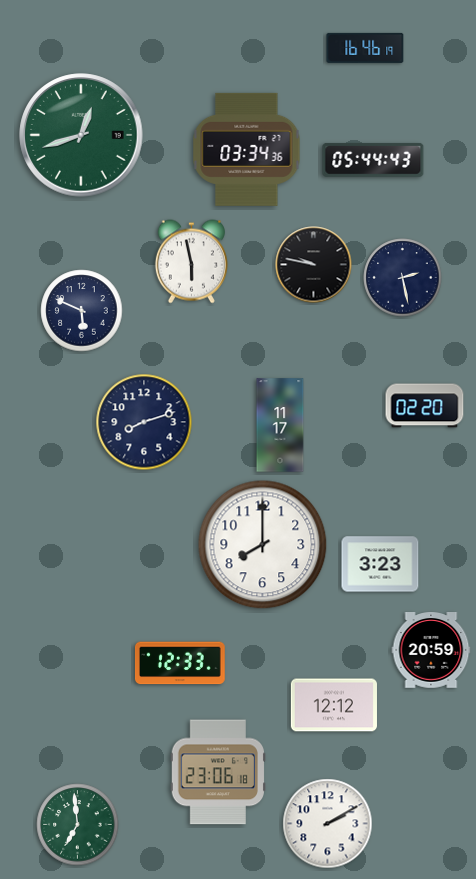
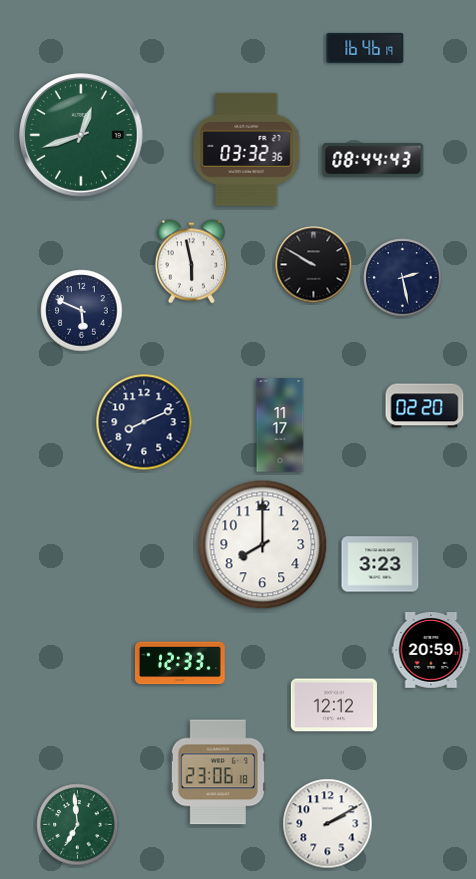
clock at (247, 149): 03:34 -> 03:32
clock at (373, 160): 05:44 -> 08:44
clock at (314, 265): 9:47 -> 9:50
clock at (144, 422): 8:12 -> 8:11
